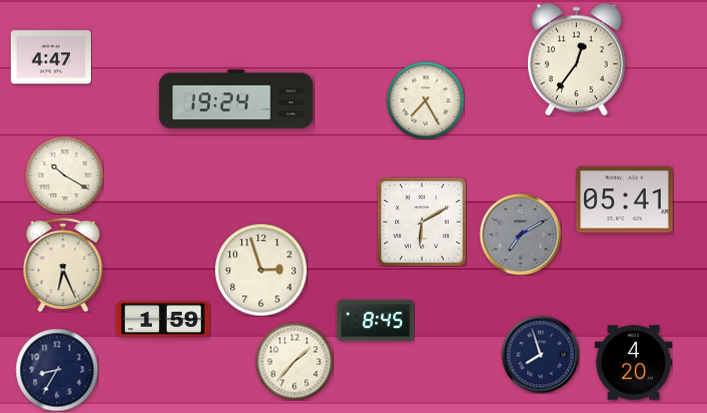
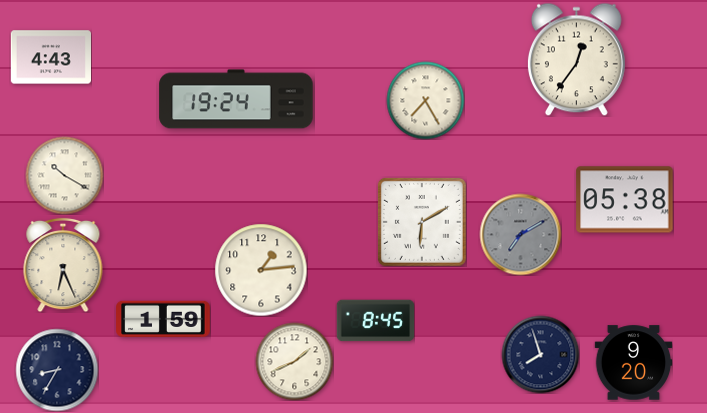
clock at (50, 57): 4:47 -> 4:43
clock at (625, 200): 05:41 -> 05:38
clock at (261, 270): 2:57 -> 1:14
clock at (294, 361): 1:37 -> 1:41
clock at (633, 363): 4:20 -> 9:20
